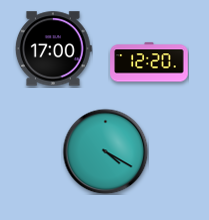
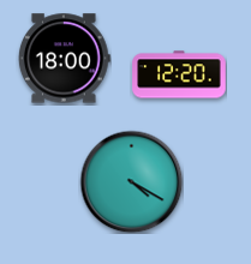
clock at (53, 49): 17:00 -> 18:00
clock at (105, 151) position: (105, 151) -> (131, 181)
